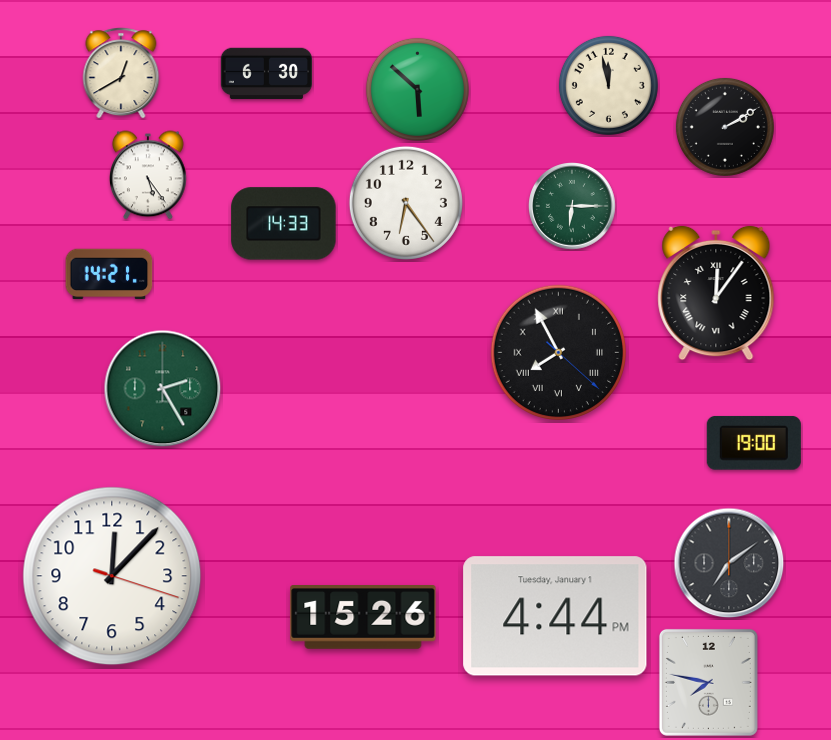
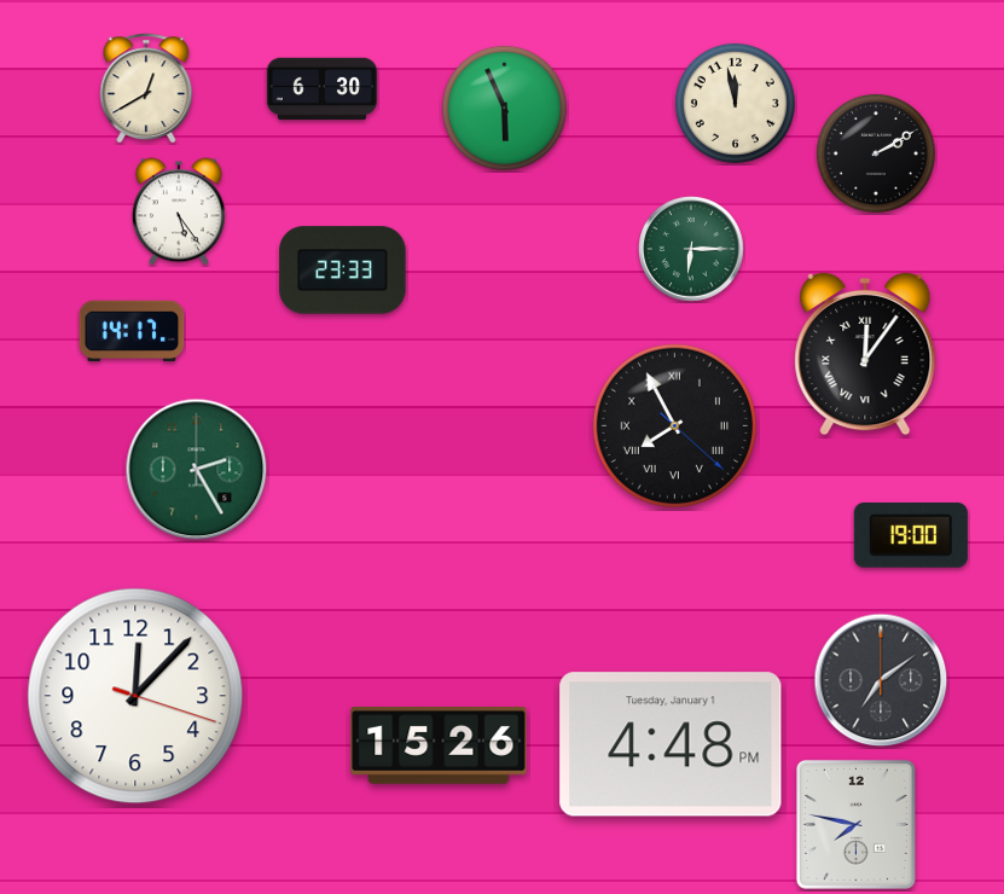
clock at (417, 89): 5:52 -> 5:56
clock at (406, 203): 6:24 -> none
clock at (284, 224): 14:33 -> 23:33
clock at (109, 274): 14:21 -> 14:17
clock at (555, 616): 4:44 -> 4:48
